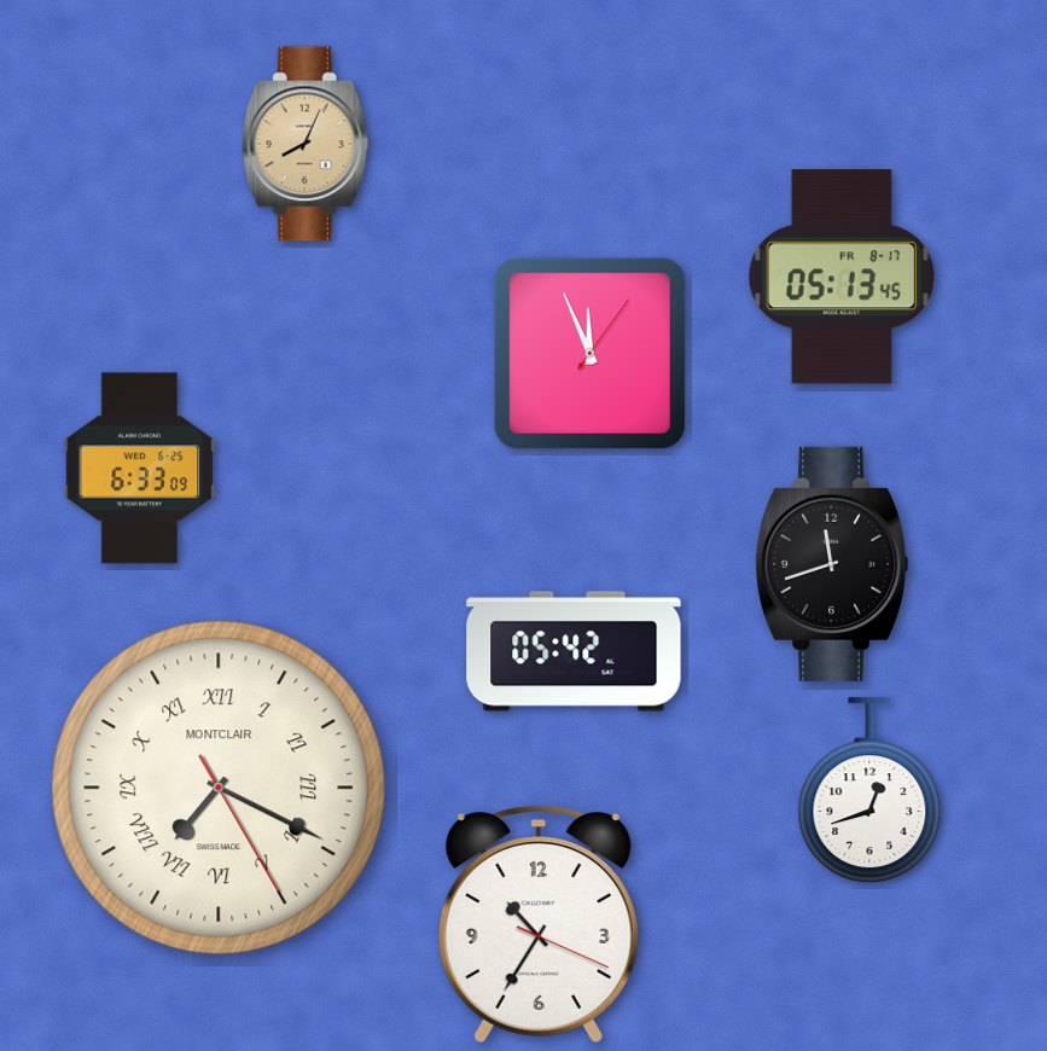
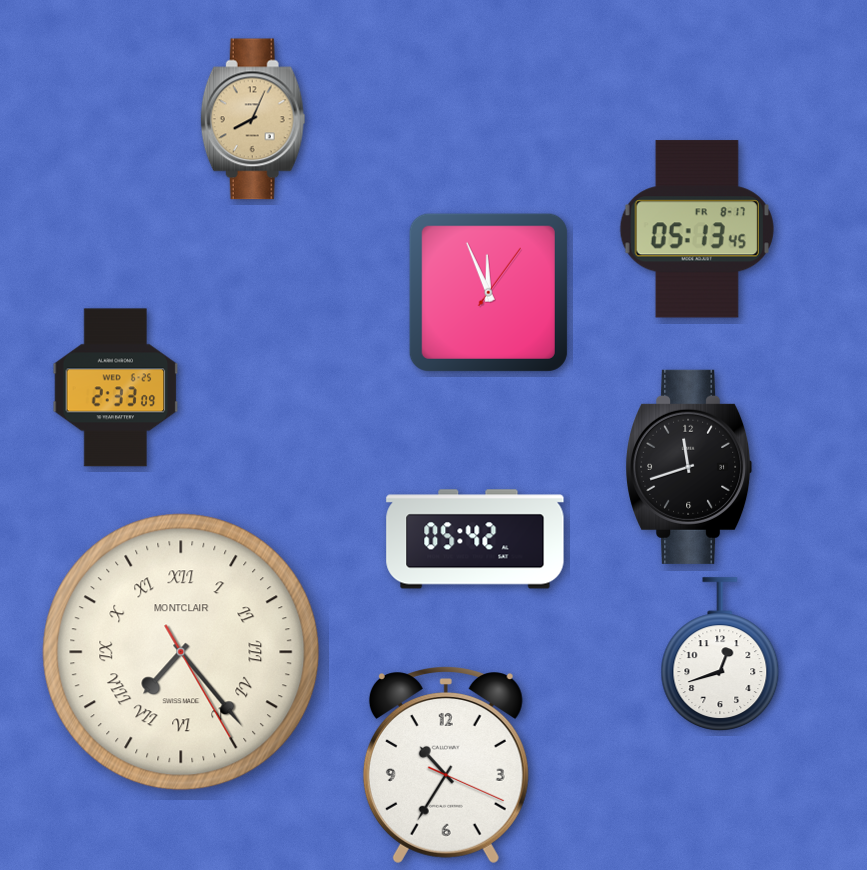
clock at (140, 469): 6:33 -> 2:33
clock at (219, 788): 7:19 -> 7:23
